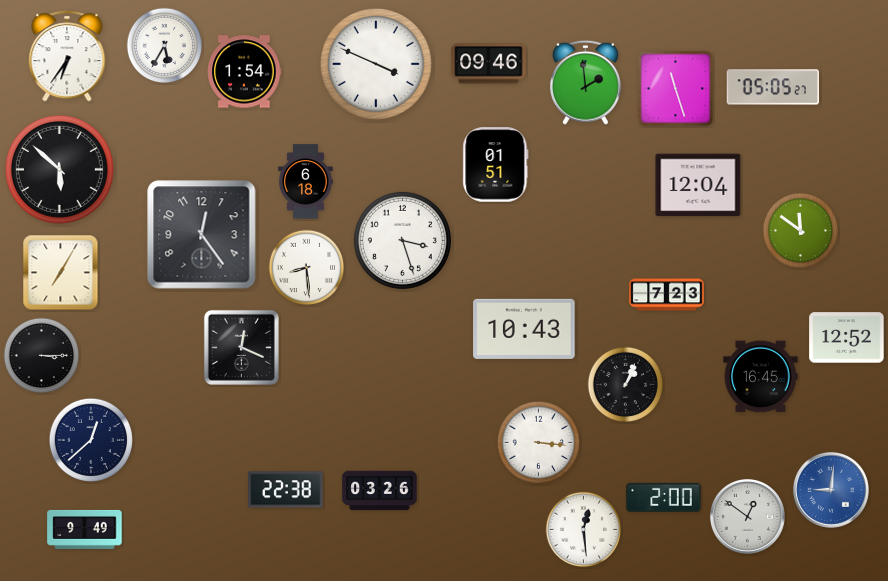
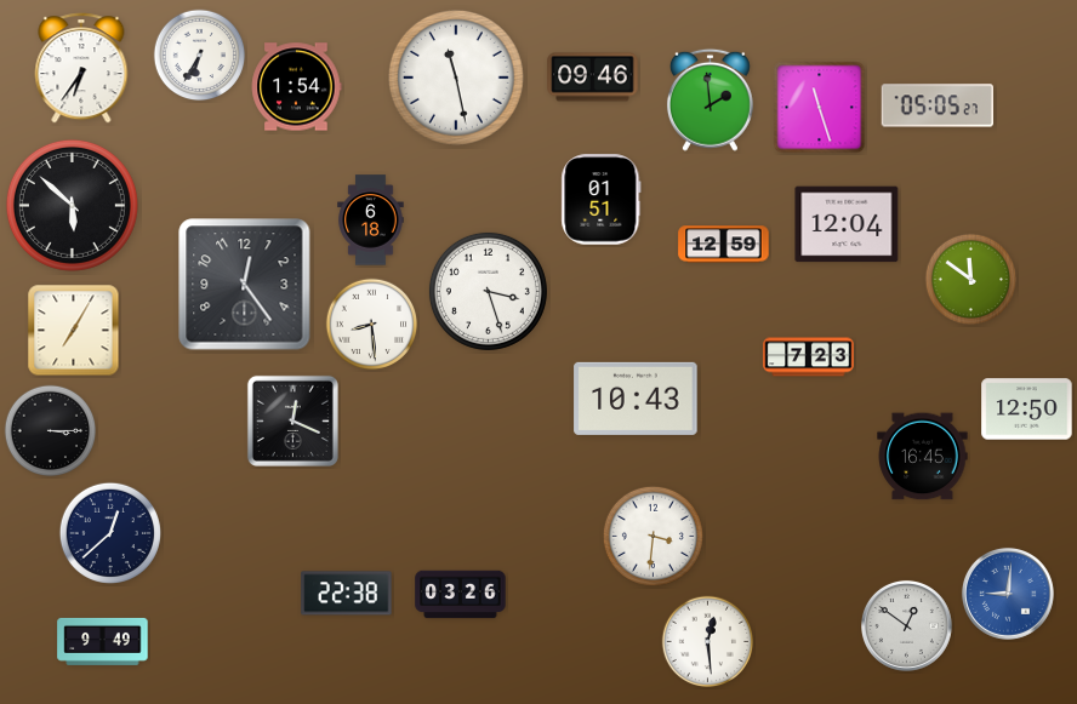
clock at (165, 46): 5:35 -> 6:35
clock at (376, 64): 3:49 -> 11:28
clock at (724, 245): none -> 12:59
clock at (847, 338): 12:52 -> 12:50
clock at (626, 385): 1:04 -> none
clock at (538, 442): 3:16 -> 3:31
clock at (664, 497): 2:00 -> none
